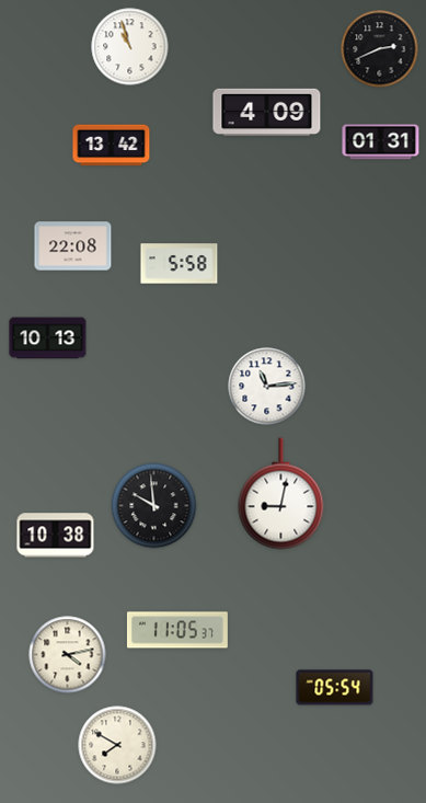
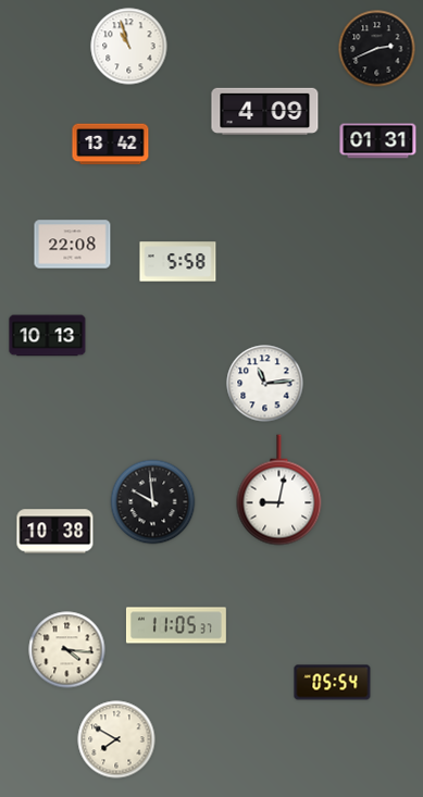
clock at (68, 655): 4:13 -> 4:16
